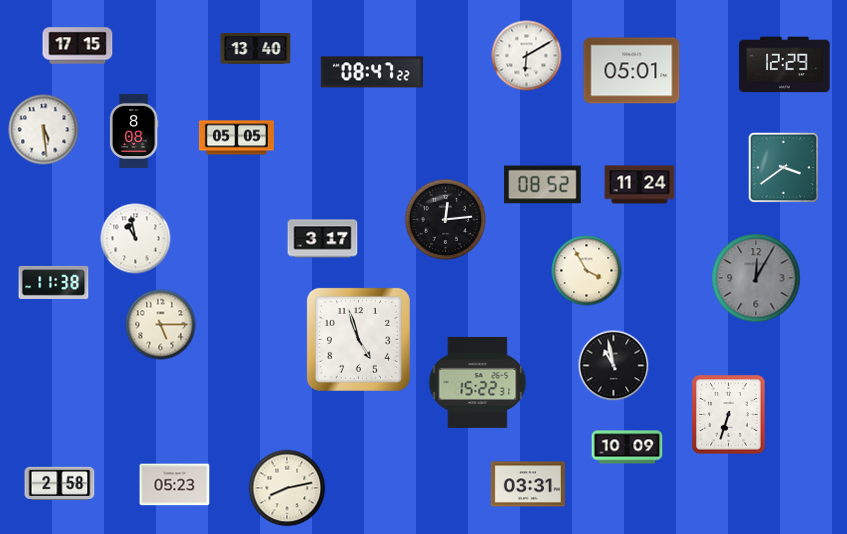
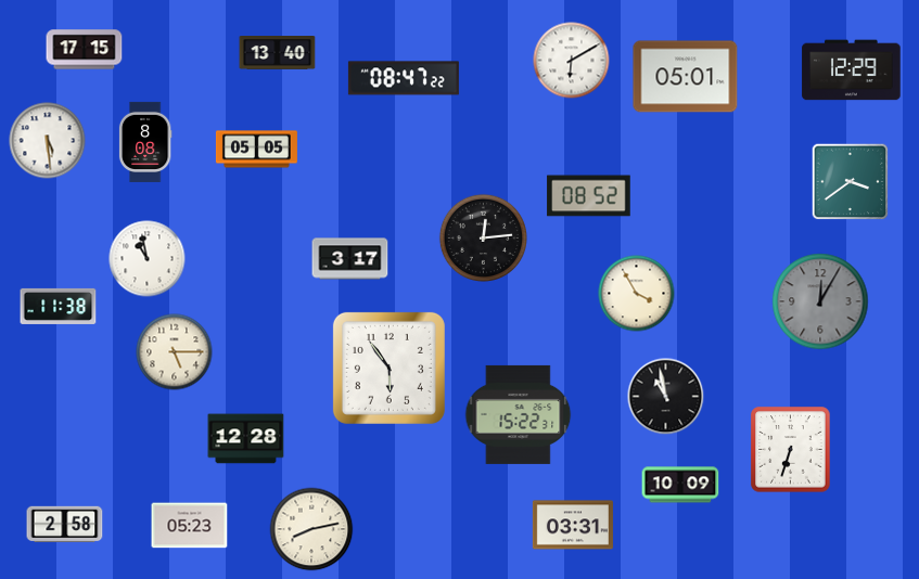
clock at (543, 185) position: (543, 185) -> (589, 196)
clock at (640, 185): 11:24 -> none
clock at (358, 339): 4:57 -> 5:54
clock at (246, 439): none -> 12:28
